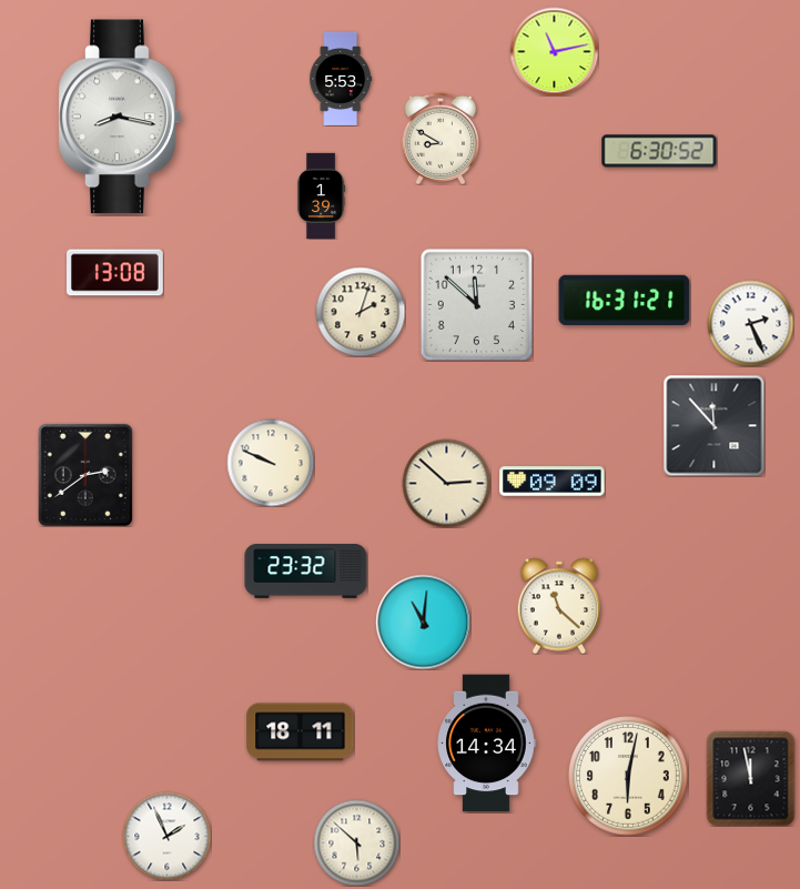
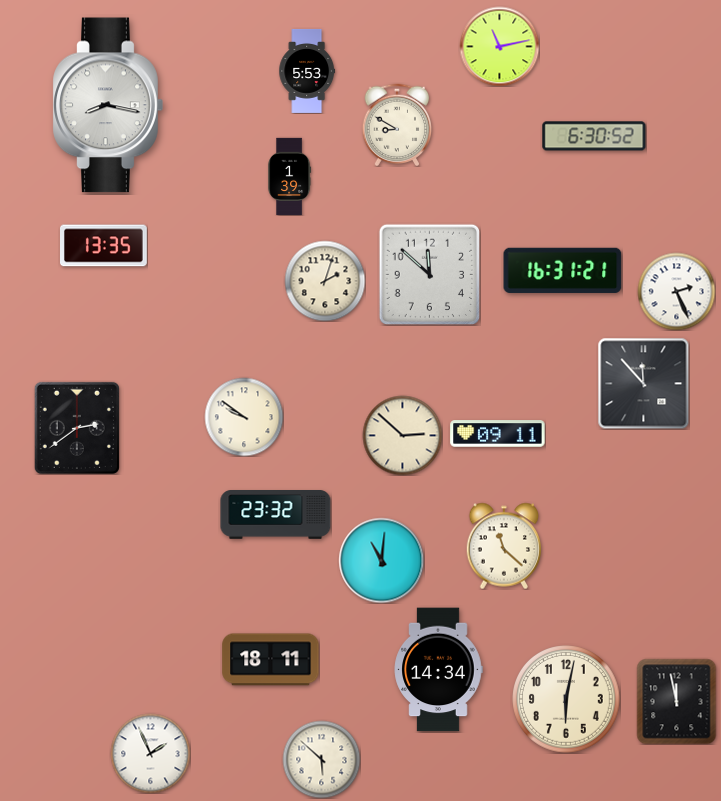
clock at (115, 273): 13:08 -> 13:35
clock at (271, 463): 9:49 -> 9:51
clock at (553, 482): 09:09 -> 09:11
